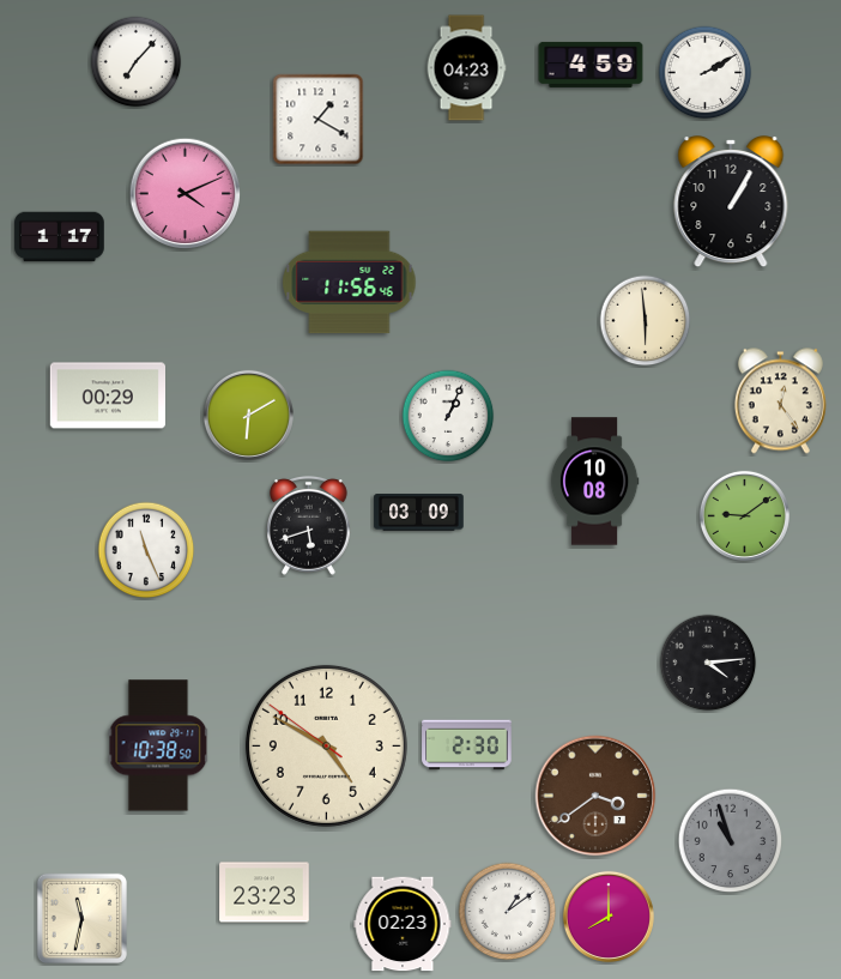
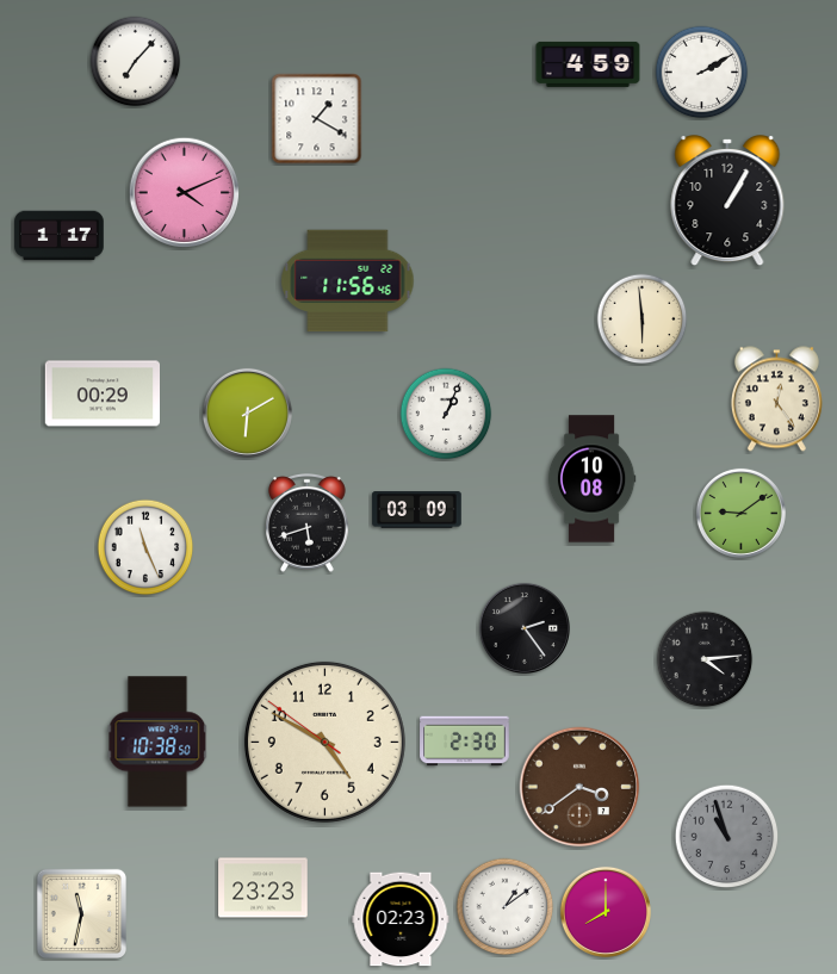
clock at (466, 68): 04:23 -> none
clock at (107, 395) position: (107, 395) -> (101, 393)
clock at (525, 628): none -> 2:24
clock at (595, 796) position: (595, 796) -> (579, 787)
